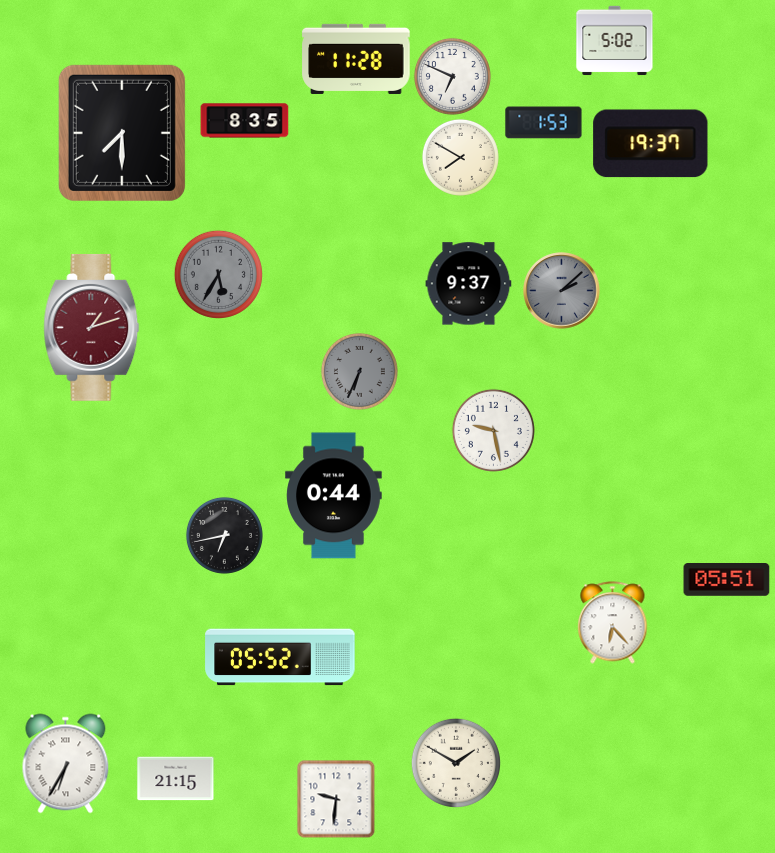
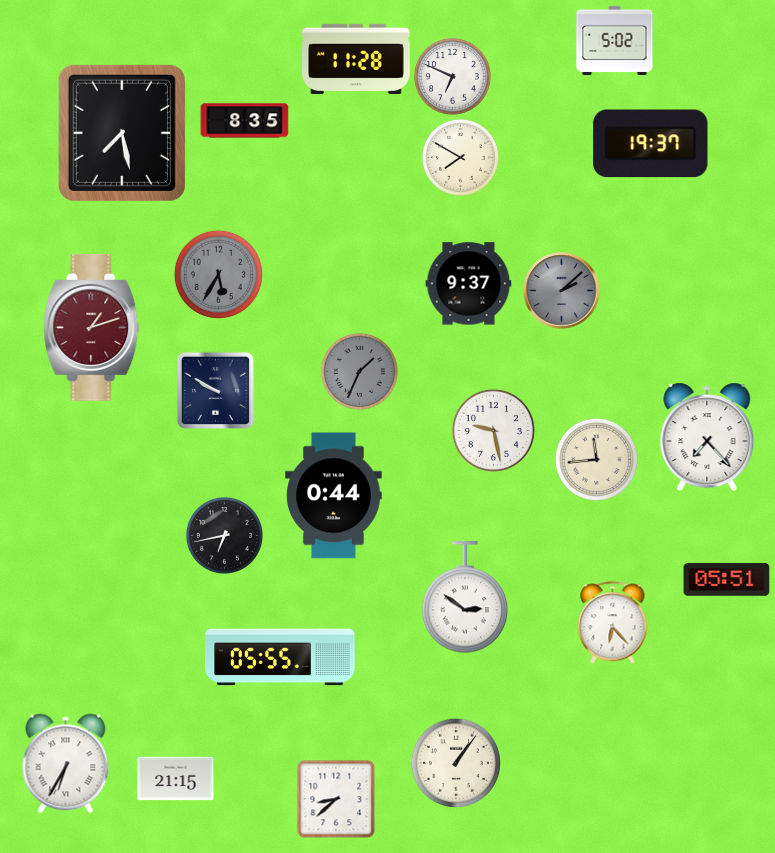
clock at (544, 123): 1:53 -> none
clock at (122, 133): 7:30 -> 7:28
clock at (359, 371): 6:34 -> 1:34
clock at (215, 390): none -> 9:50
clock at (707, 437): none -> 7:23
clock at (596, 459): none -> 11:44
clock at (465, 598): none -> 2:51
clock at (280, 657): 05:52 -> 05:55
clock at (456, 763): 1:50 -> 1:06
clock at (336, 799): 9:31 -> 8:38
